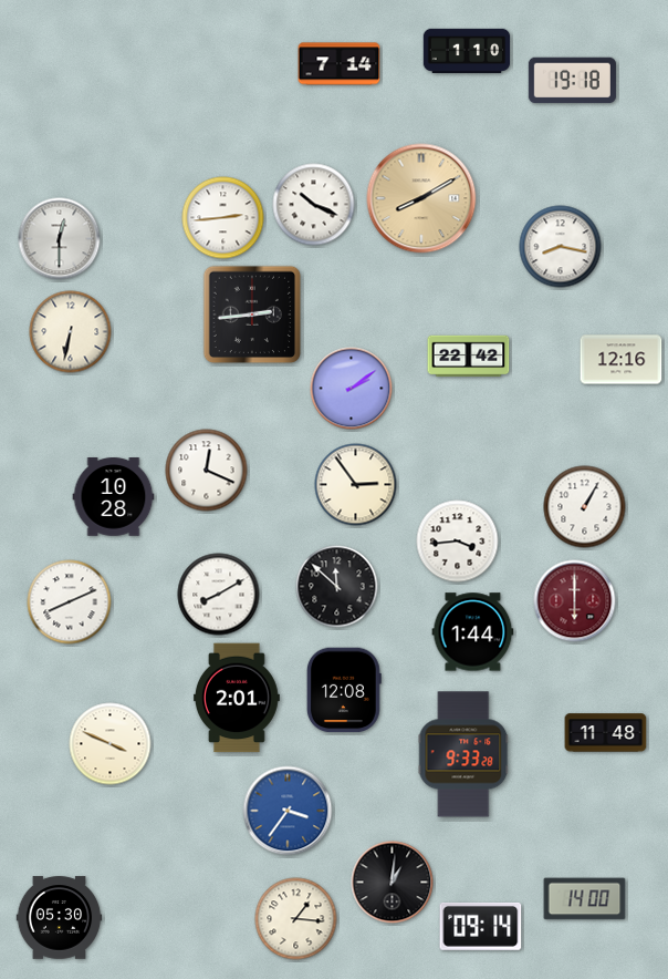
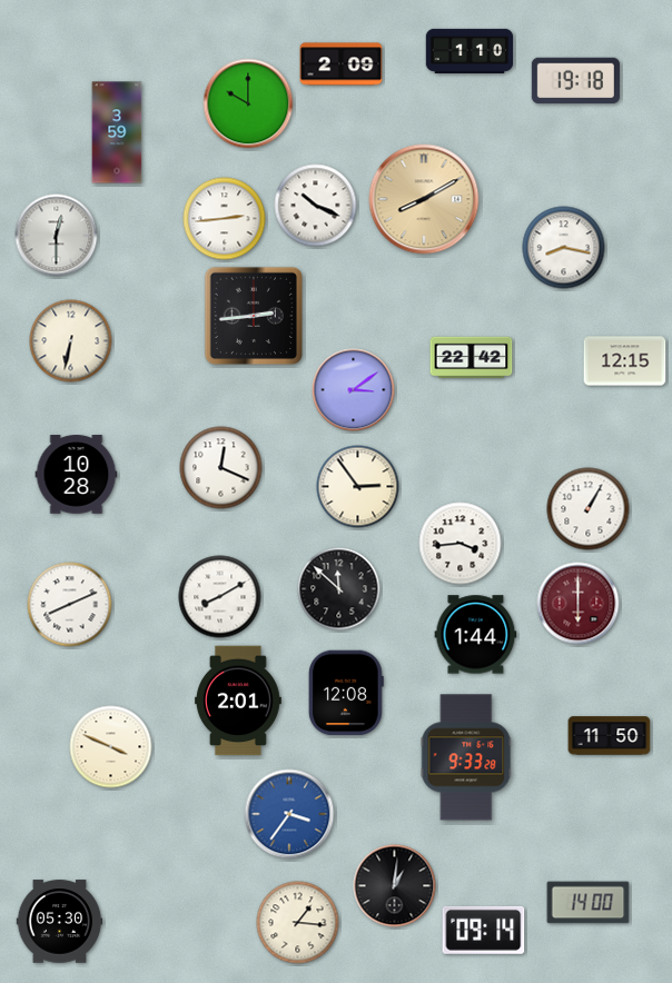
clock at (340, 64): 7:14 -> 2:09
clock at (248, 103): none -> 10:00
clock at (117, 132): none -> 3:59
clock at (60, 239) position: (60, 239) -> (57, 236)
clock at (71, 332) position: (71, 332) -> (71, 341)
clock at (622, 360): 12:16 -> 12:15
clock at (352, 389): 2:09 -> 3:09
clock at (207, 471) position: (207, 471) -> (221, 468)
clock at (114, 497) position: (114, 497) -> (77, 475)
clock at (606, 733): 11:48 -> 11:50
